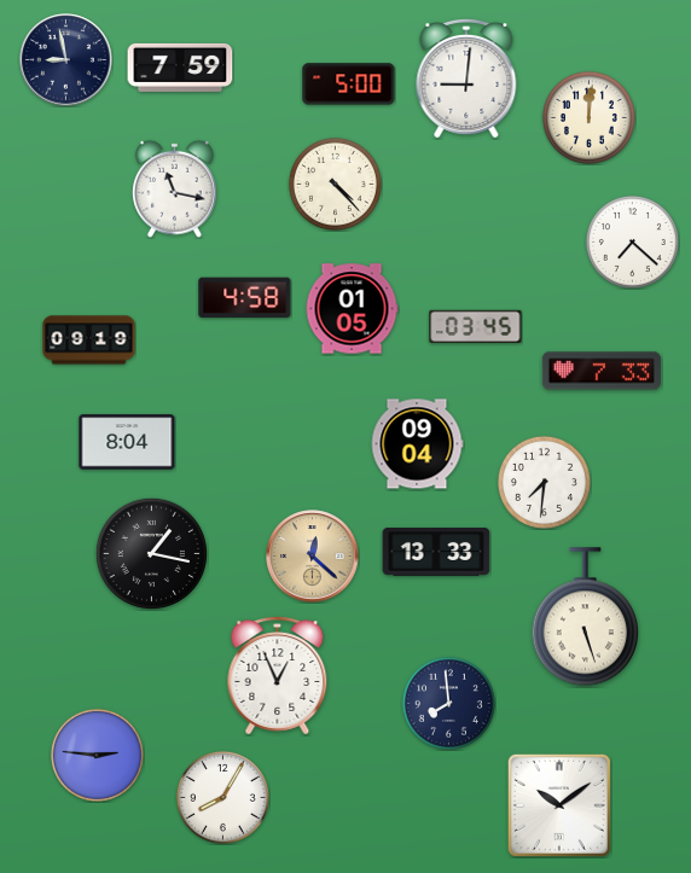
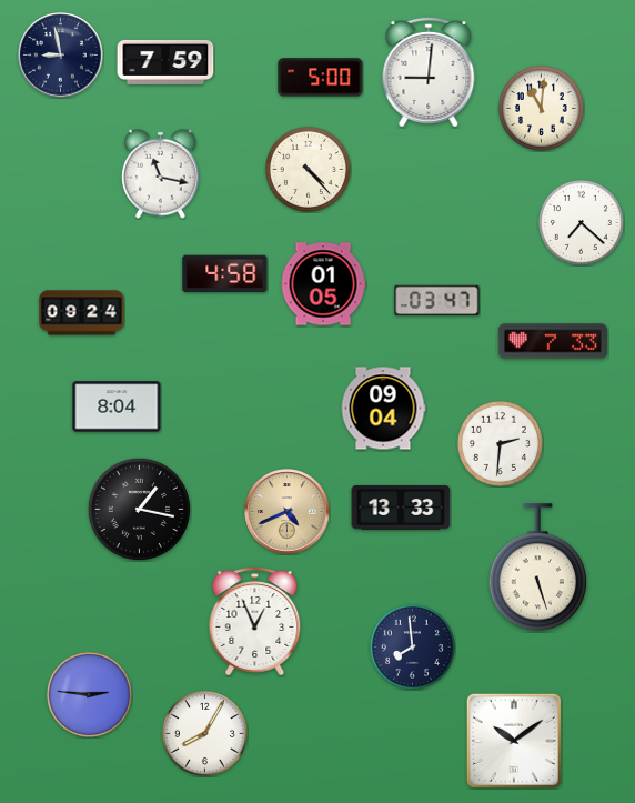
clock at (588, 117): 12:01 -> 11:01
clock at (476, 327): 03:45 -> 03:47
clock at (89, 341): 09:19 -> 09:24
clock at (544, 482): 7:31 -> 2:31
clock at (313, 557): 12:22 -> 4:41
